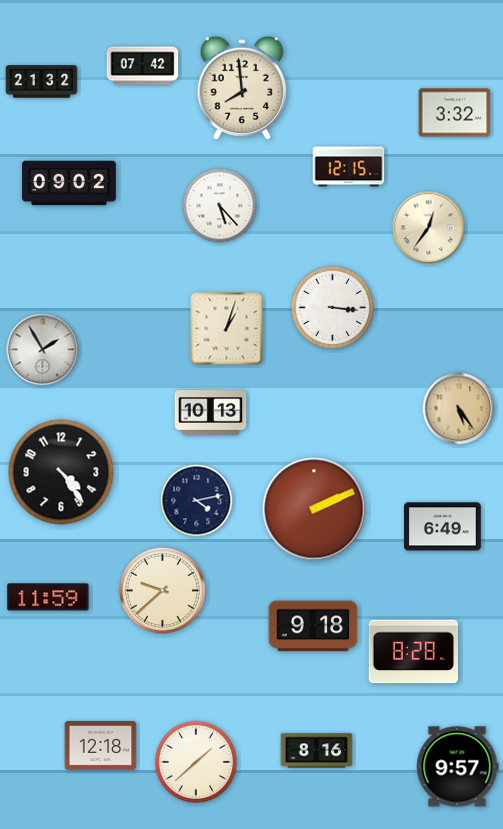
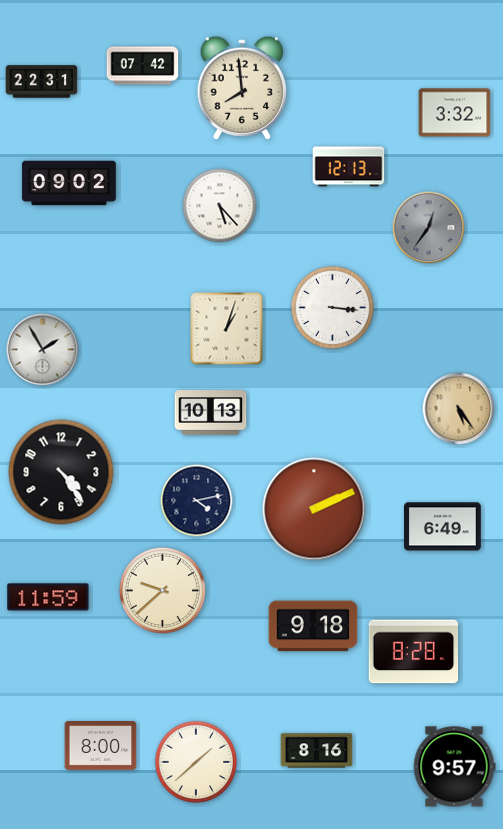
clock at (42, 82): 21:32 -> 22:31
clock at (349, 167): 12:15 -> 12:13
clock at (429, 228) dial: cream -> grey
clock at (101, 746): 12:18 -> 8:00
clock at (457, 767) position: (457, 767) -> (454, 767)
